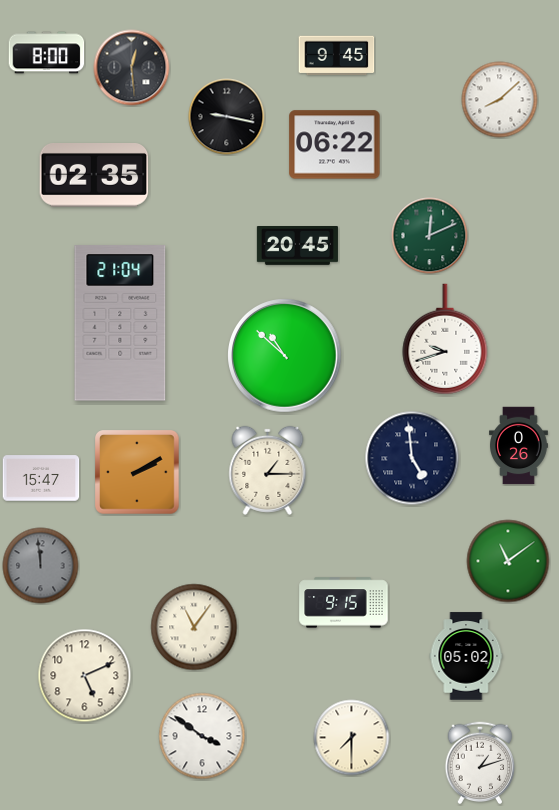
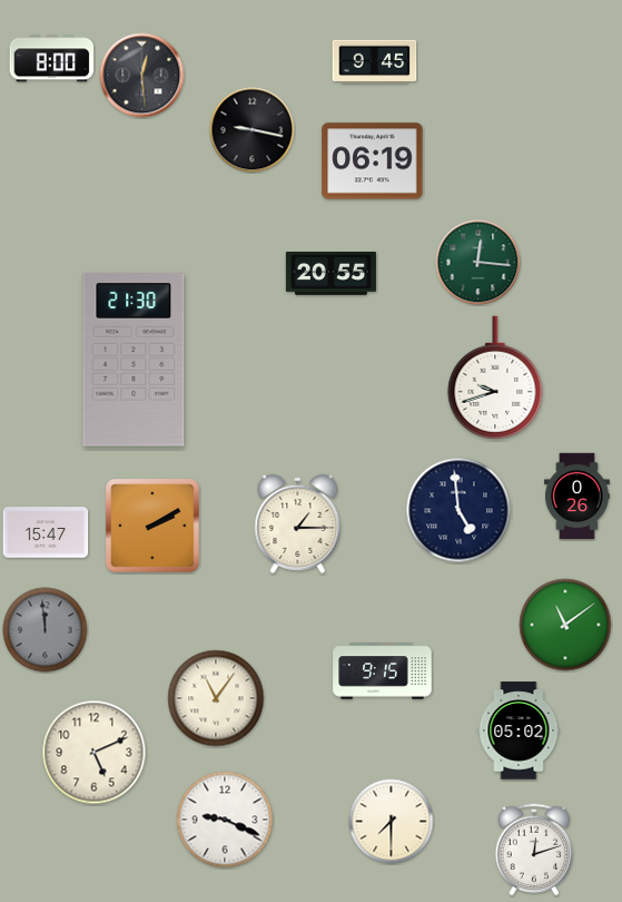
clock at (132, 68) position: (132, 68) -> (142, 76)
clock at (500, 100): 8:08 -> none
clock at (335, 145): 06:22 -> 06:19
clock at (94, 176): 02:35 -> none
clock at (430, 236): 12:11 -> 12:16
clock at (297, 246): 20:45 -> 20:55
clock at (120, 323): 21:04 -> 21:30
clock at (285, 356): 10:52 -> none
clock at (202, 736): 3:51 -> 9:19
clock at (480, 763): 1:12 -> 12:12
